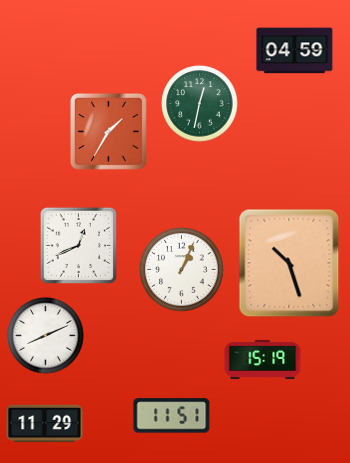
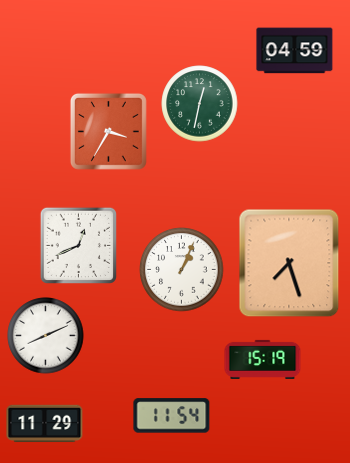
clock at (108, 131): 1:35 -> 3:35
clock at (289, 263): 10:27 -> 7:27
clock at (172, 416): 11:51 -> 11:54
